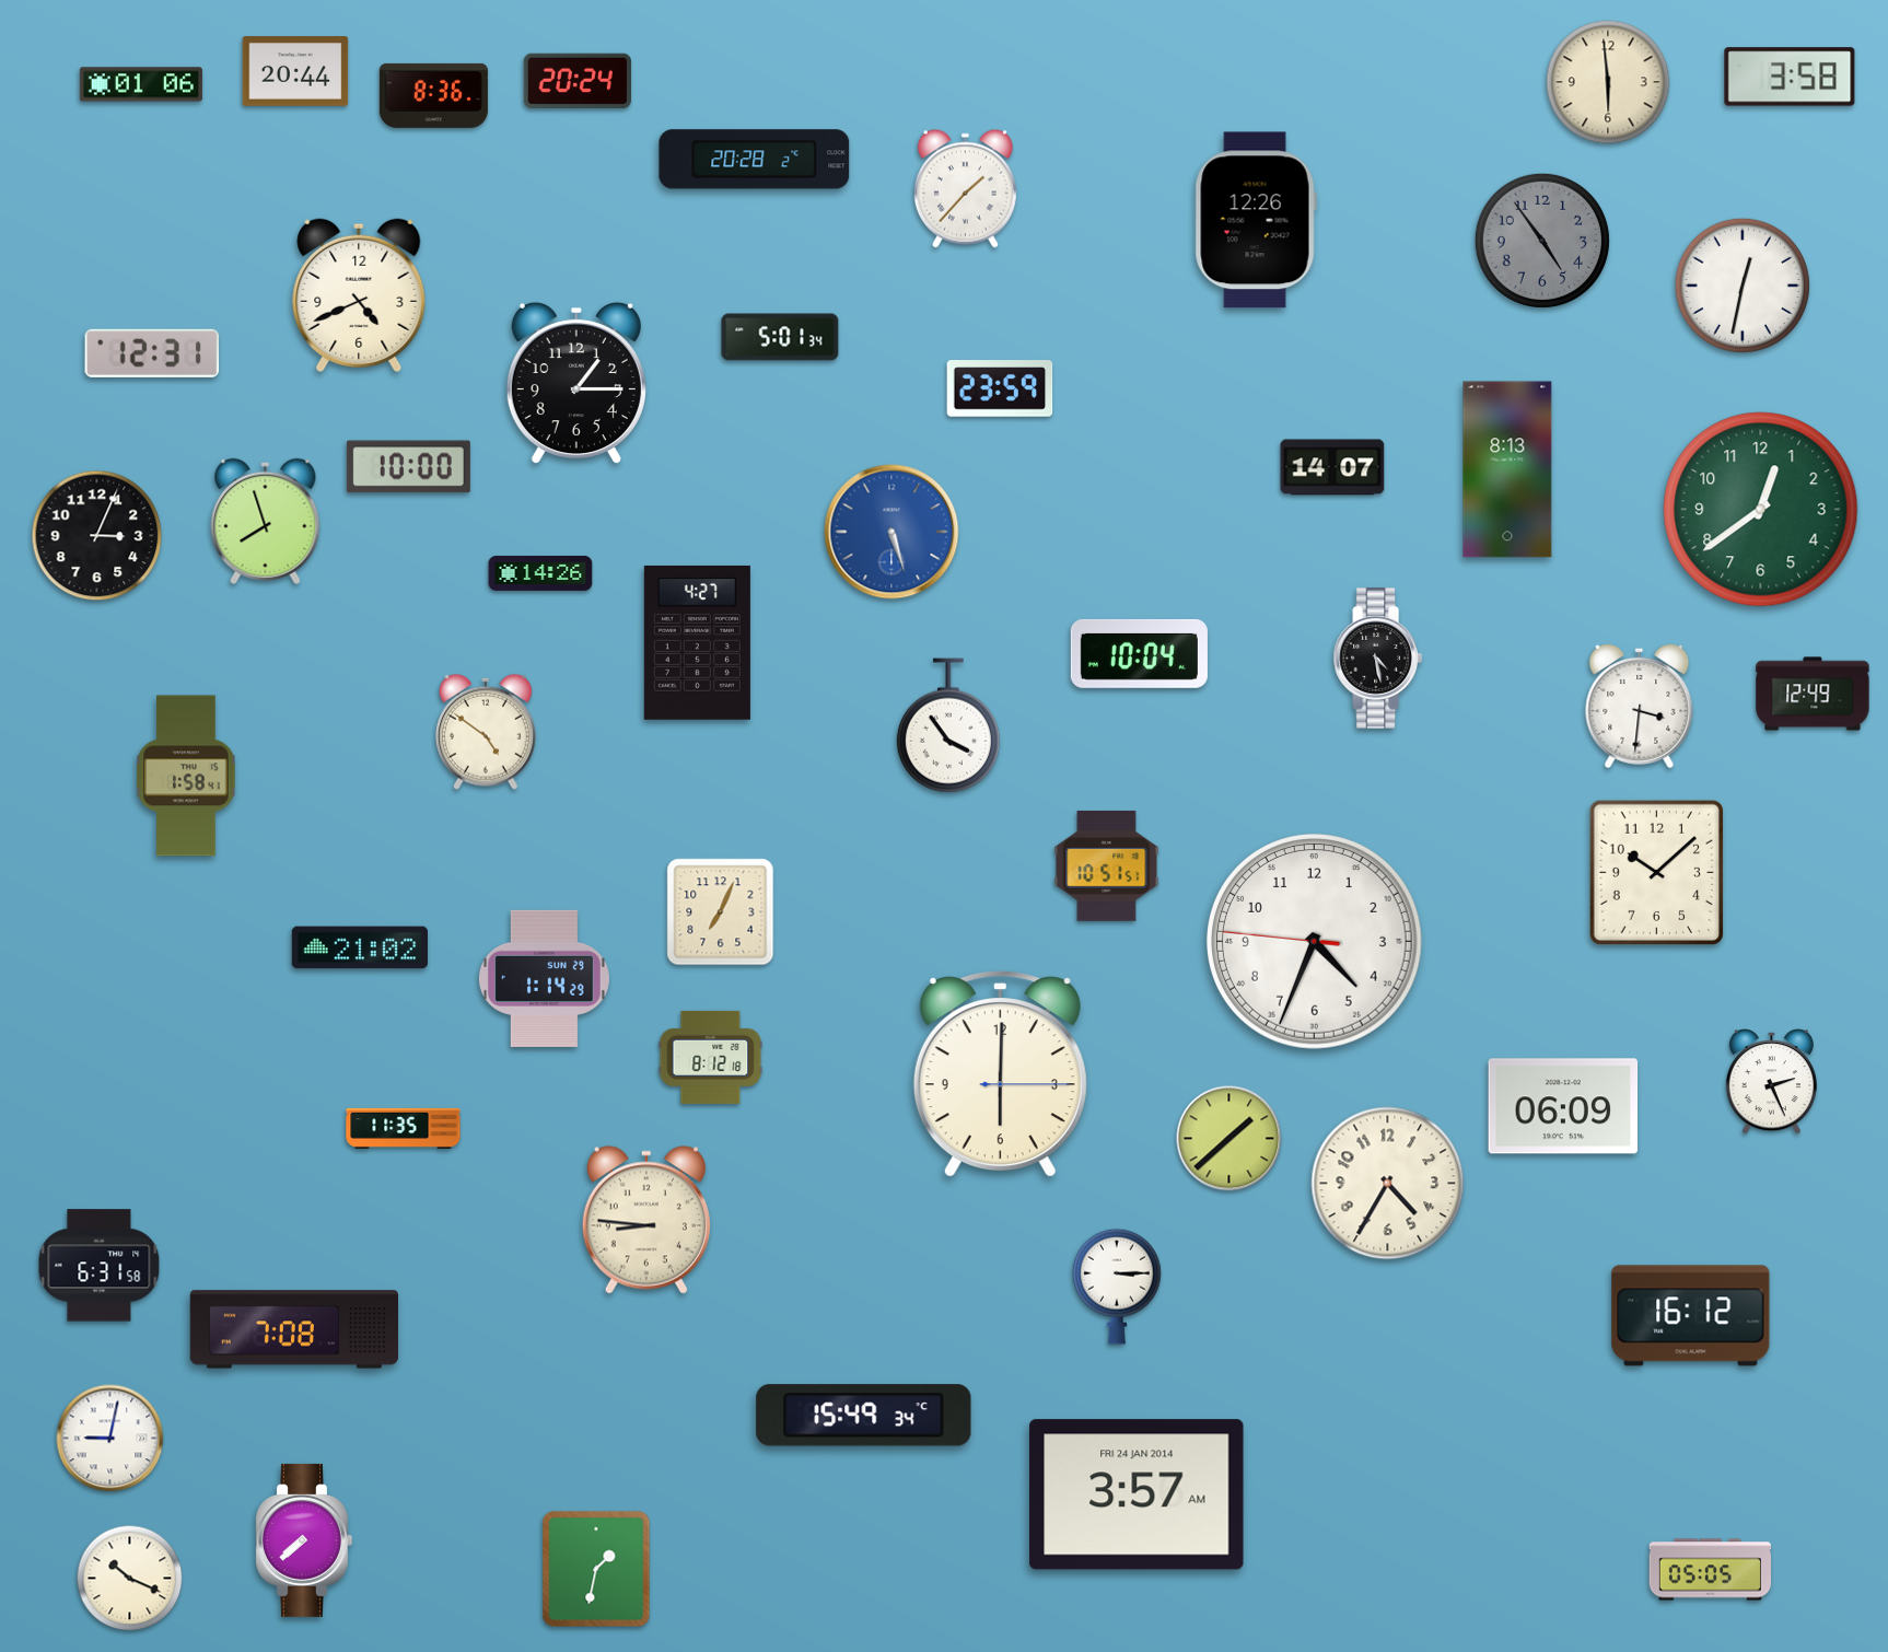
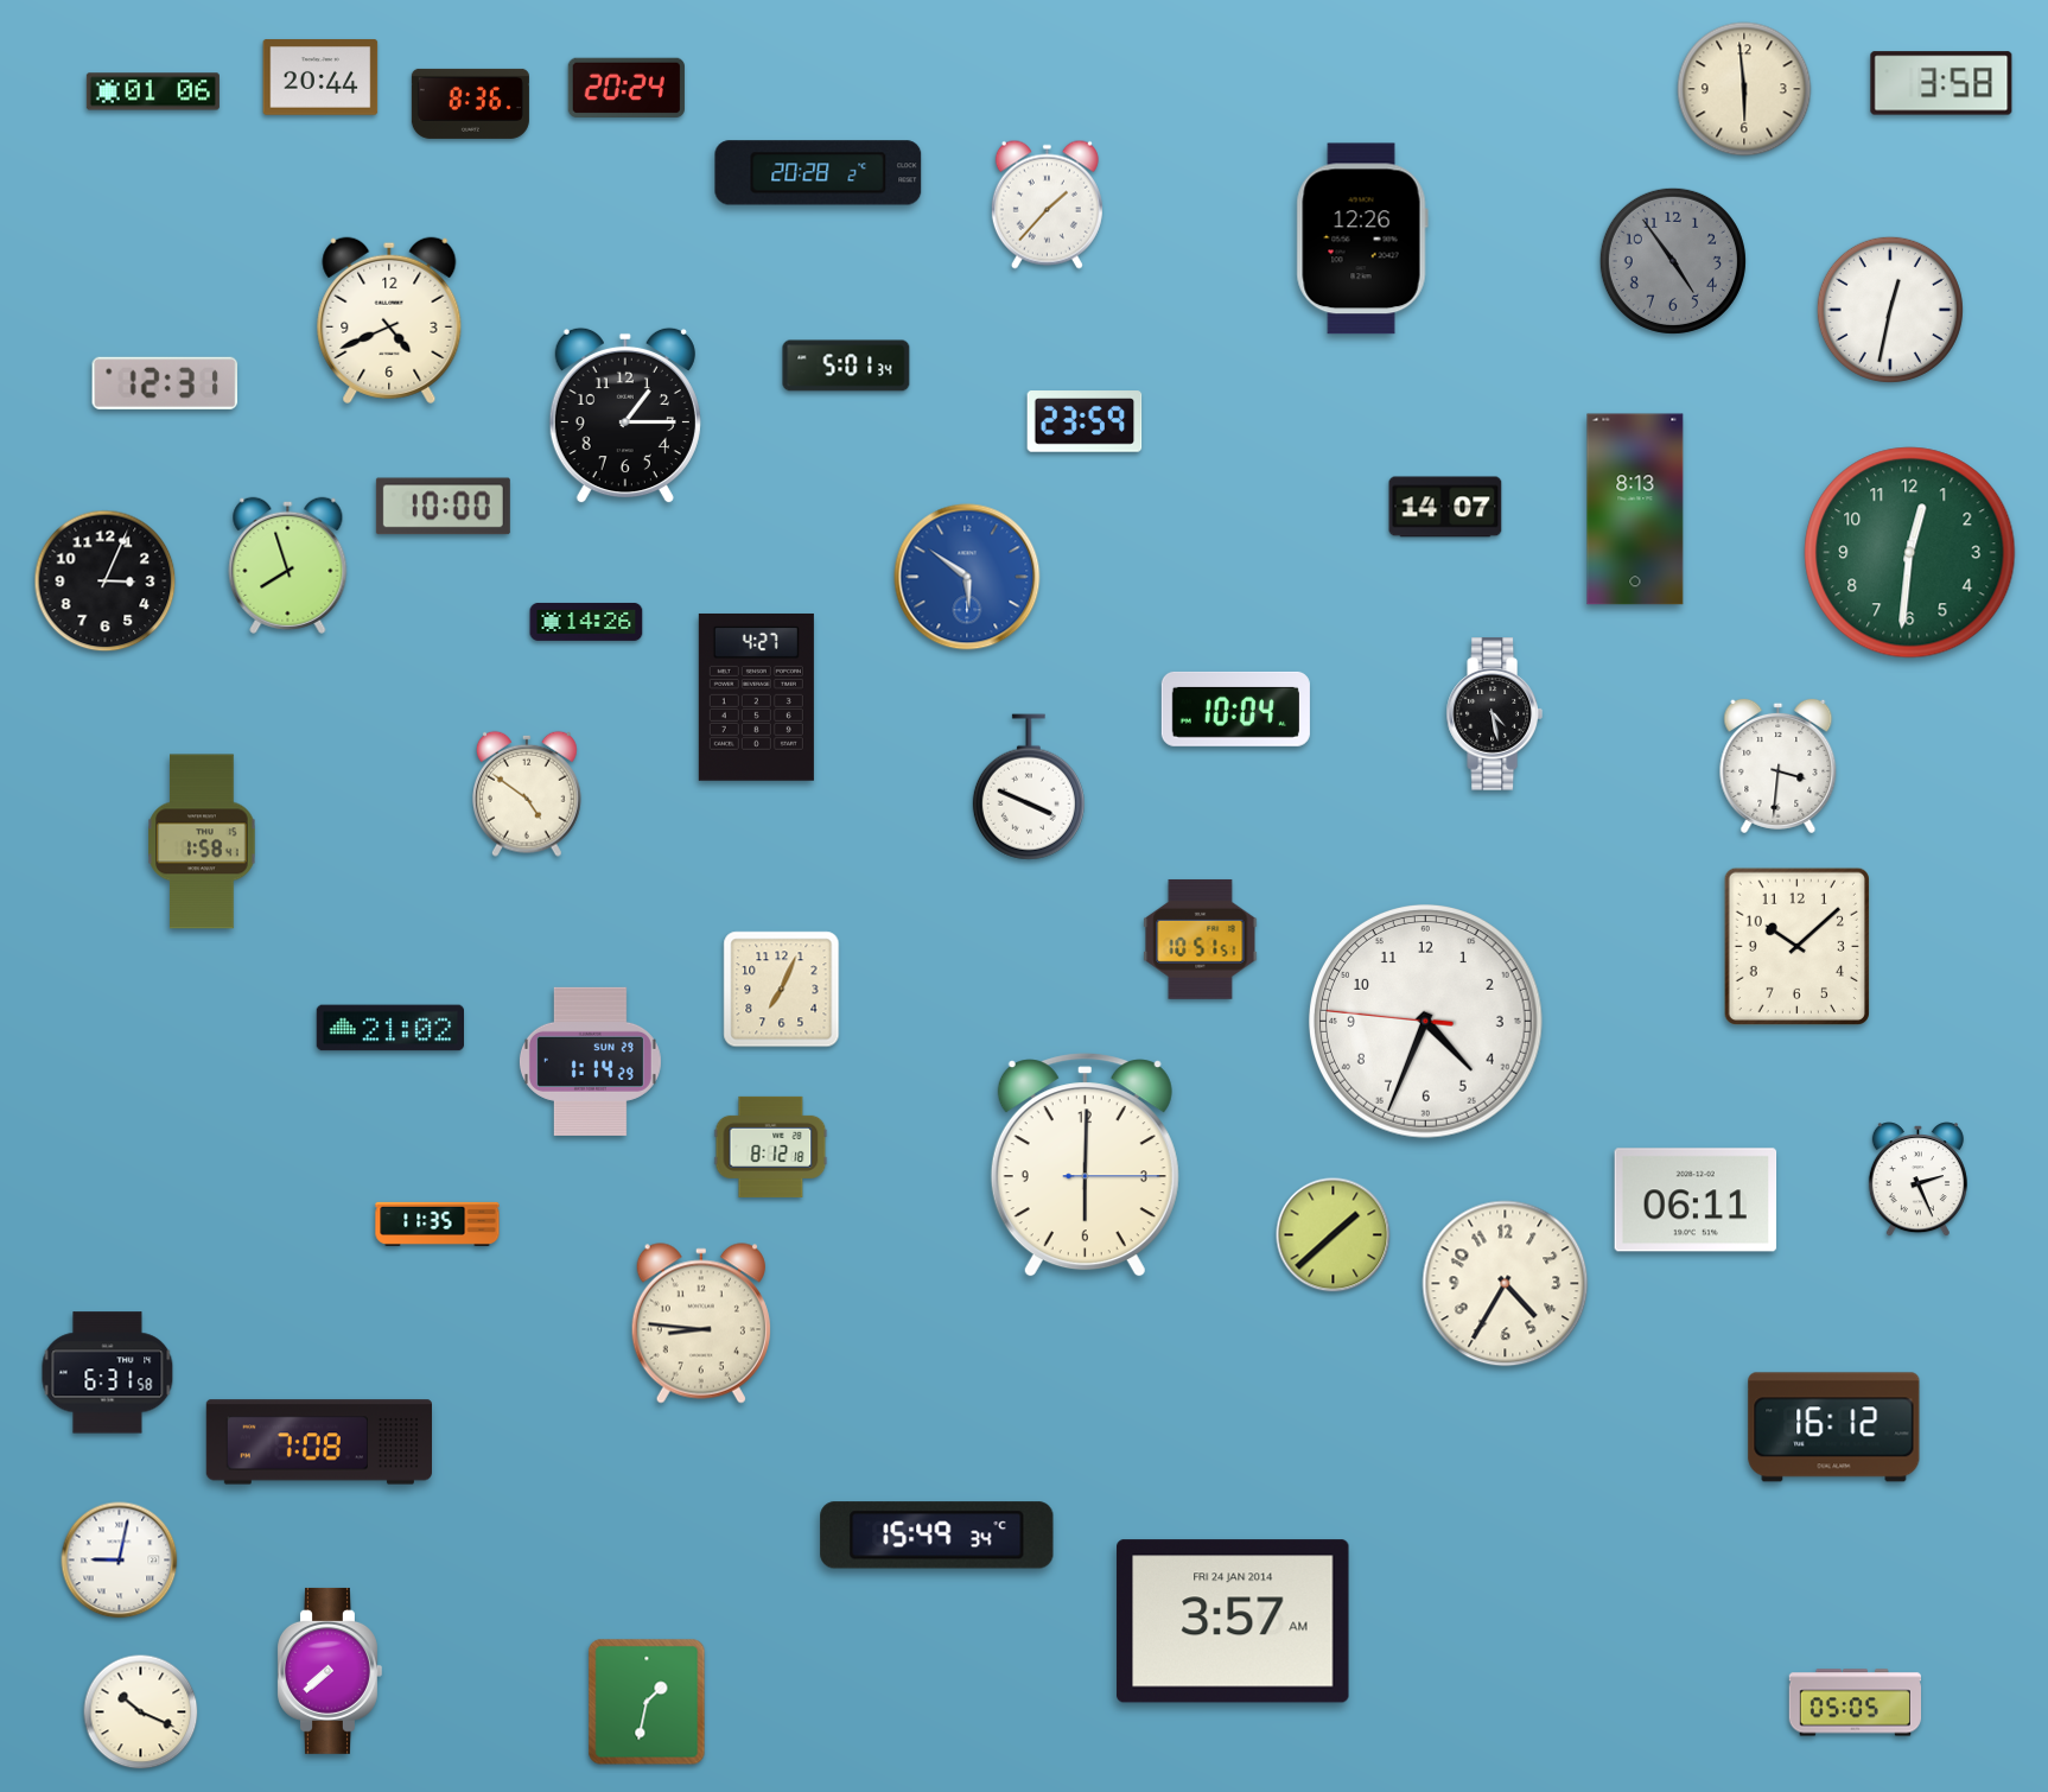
clock at (1761, 510): 12:39 -> 12:31
clock at (891, 532): 5:27 -> 5:51
clock at (1813, 694): 12:49 -> none
clock at (948, 725): 3:54 -> 3:49
clock at (1771, 1082) position: (1771, 1082) -> (1917, 1180)
clock at (1563, 1106): 06:09 -> 06:11
clock at (1118, 1287): 3:15 -> none
